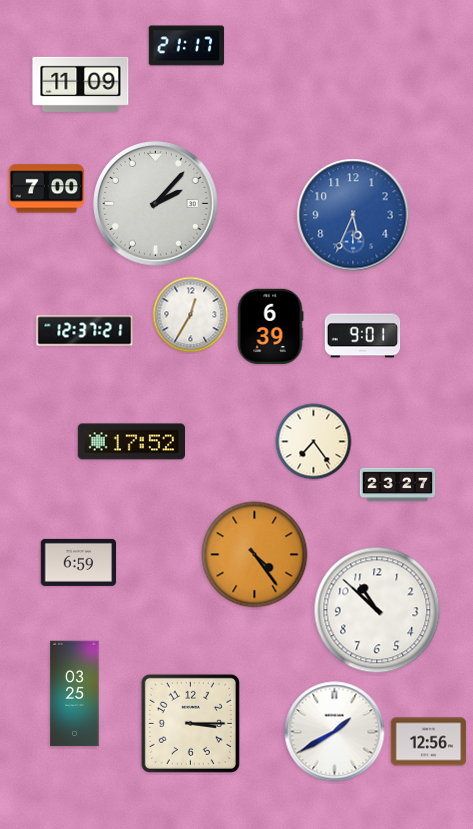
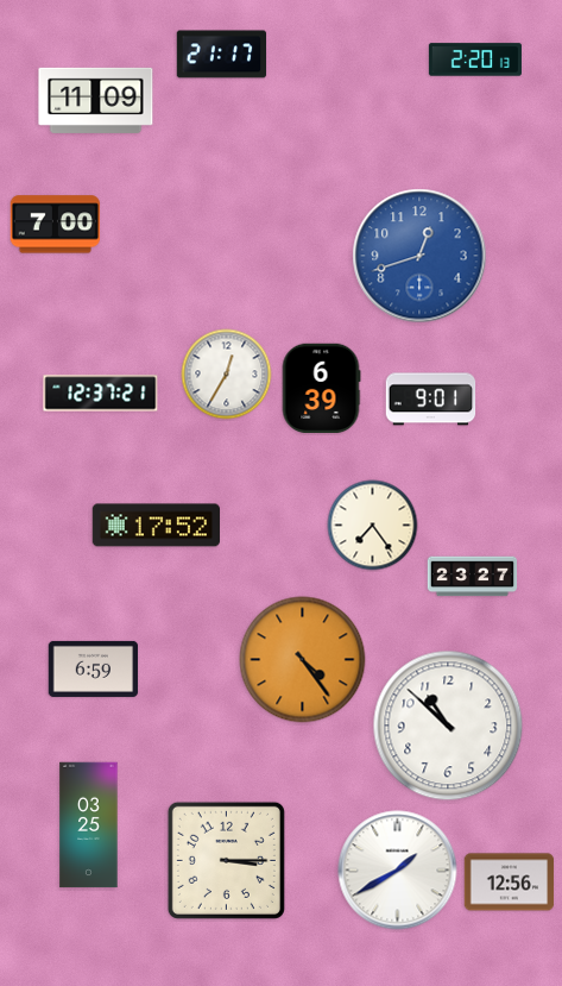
clock at (475, 59): none -> 2:20
clock at (156, 204): 2:07 -> none
clock at (353, 215): 5:34 -> 12:42
